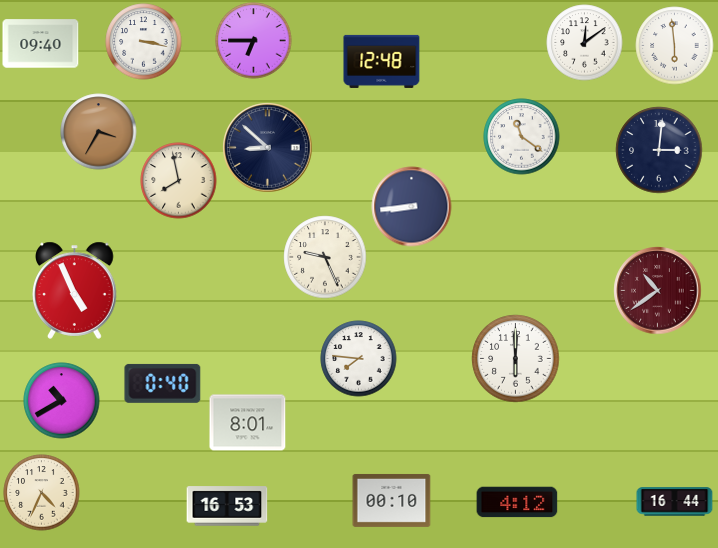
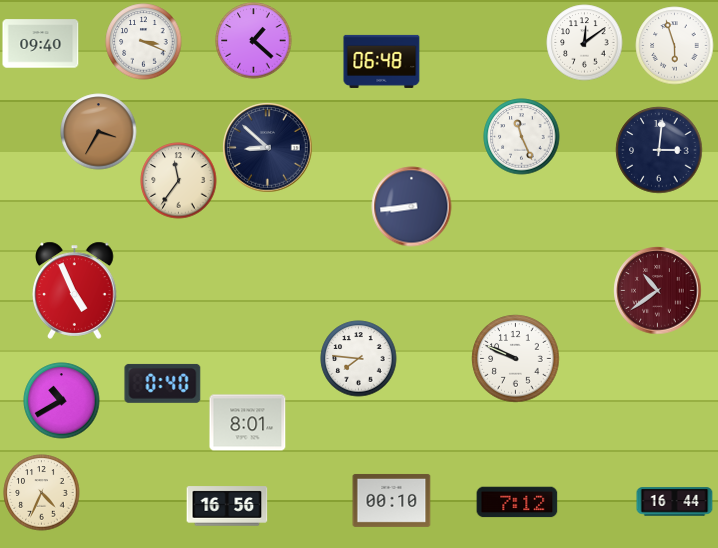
clock at (254, 41): 6:45 -> 1:22
clock at (144, 42): 3:17 -> 3:19
clock at (675, 46): 5:59 -> 5:57
clock at (382, 61): 12:48 -> 06:48
clock at (522, 137): 11:21 -> 11:26
clock at (179, 181): 7:58 -> 11:36
clock at (325, 257): 9:26 -> none
clock at (516, 359): 6:00 -> 9:49
clock at (517, 502): 4:12 -> 7:12
clock at (227, 506): 16:53 -> 16:56
